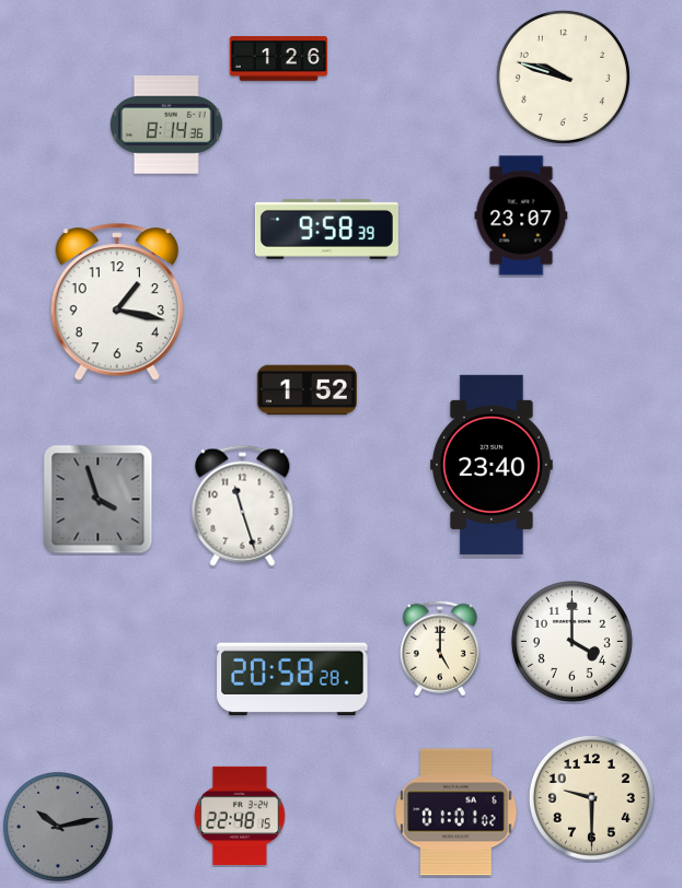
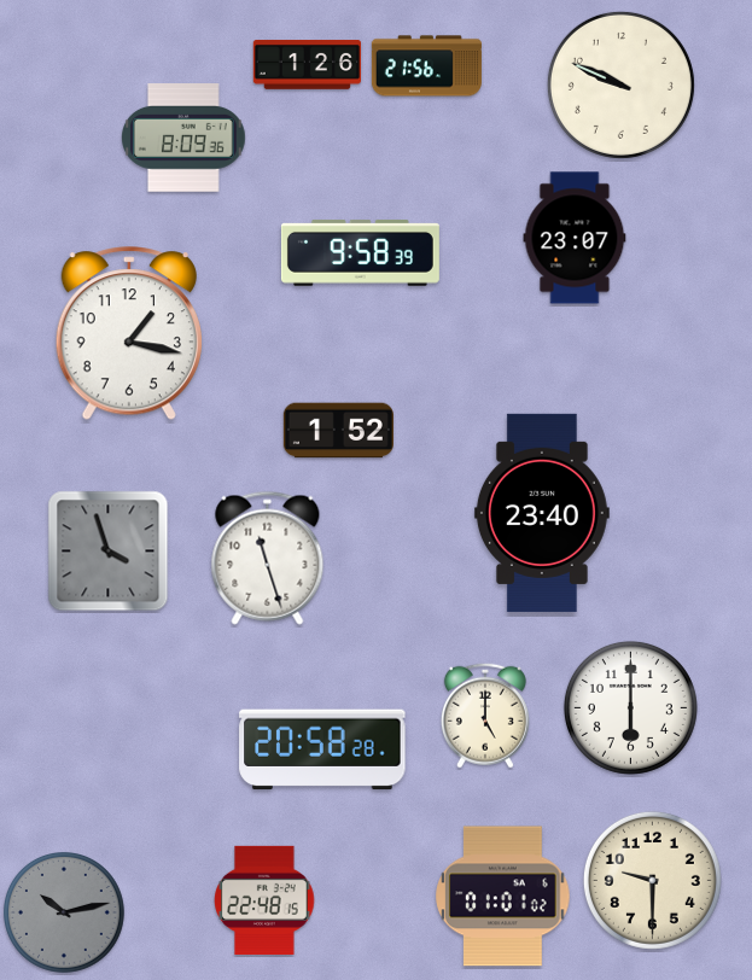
clock at (426, 66): none -> 21:56
clock at (563, 77): 9:48 -> 9:49
clock at (167, 125): 8:14 -> 8:09
clock at (571, 641): 4:00 -> 6:00
